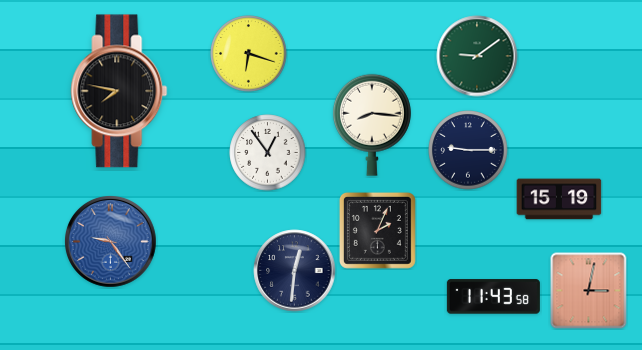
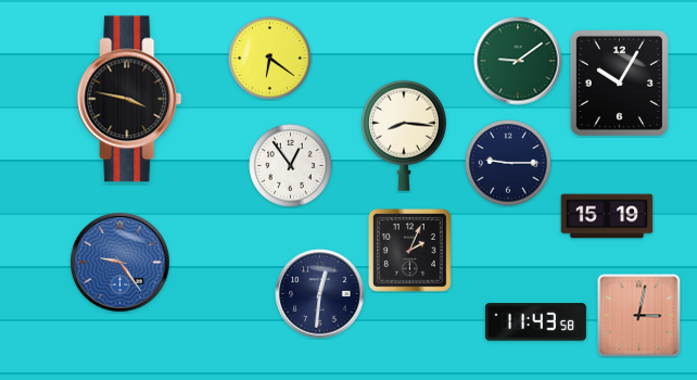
clock at (249, 54): 6:18 -> 6:21
clock at (619, 83): none -> 10:05
clock at (119, 91): 7:47 -> 3:47
